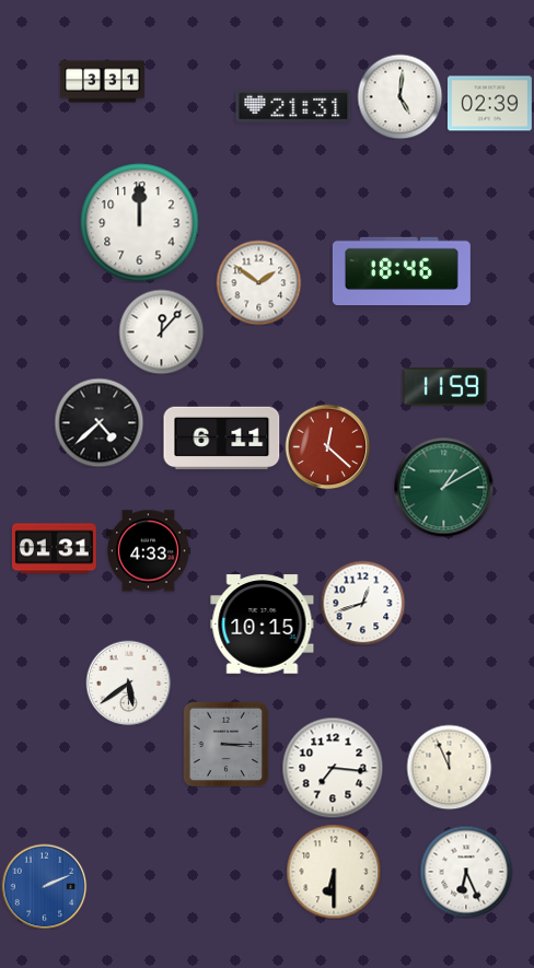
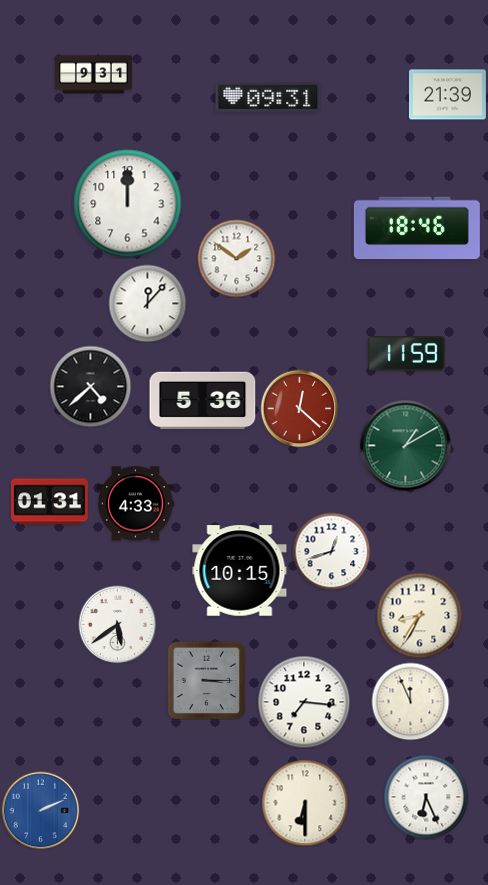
clock at (103, 82): 3:31 -> 9:31
clock at (399, 96): 5:01 -> none
clock at (489, 104): 02:39 -> 21:39
clock at (293, 106): 21:31 -> 09:31
clock at (402, 271) position: (402, 271) -> (417, 228)
clock at (222, 439): 6:11 -> 5:36
clock at (419, 615): none -> 8:35
clock at (334, 872) position: (334, 872) -> (305, 803)
